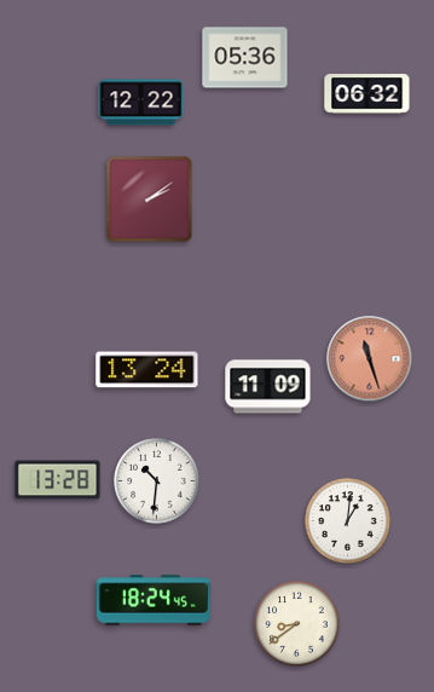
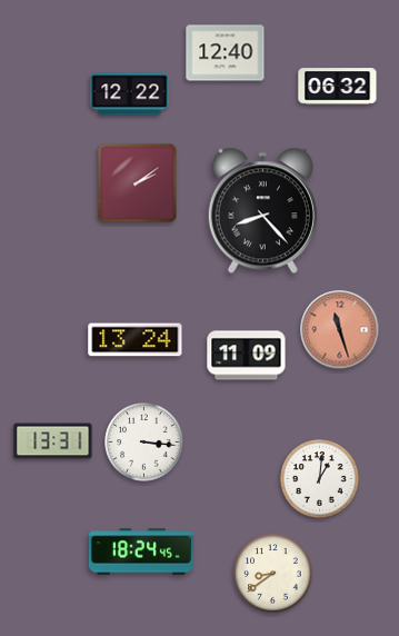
clock at (245, 58): 05:36 -> 12:40
clock at (262, 211): none -> 8:23
clock at (58, 480): 13:28 -> 13:31
clock at (157, 481): 10:31 -> 3:16
